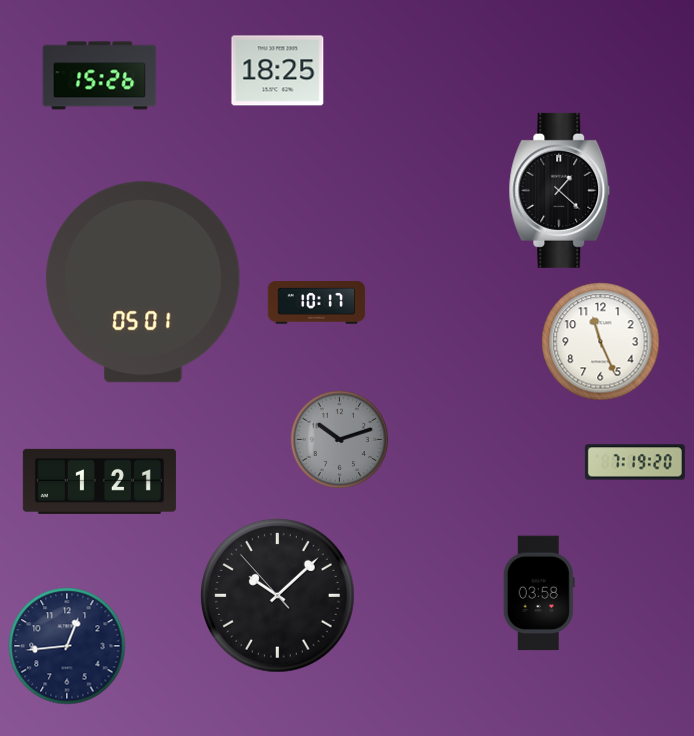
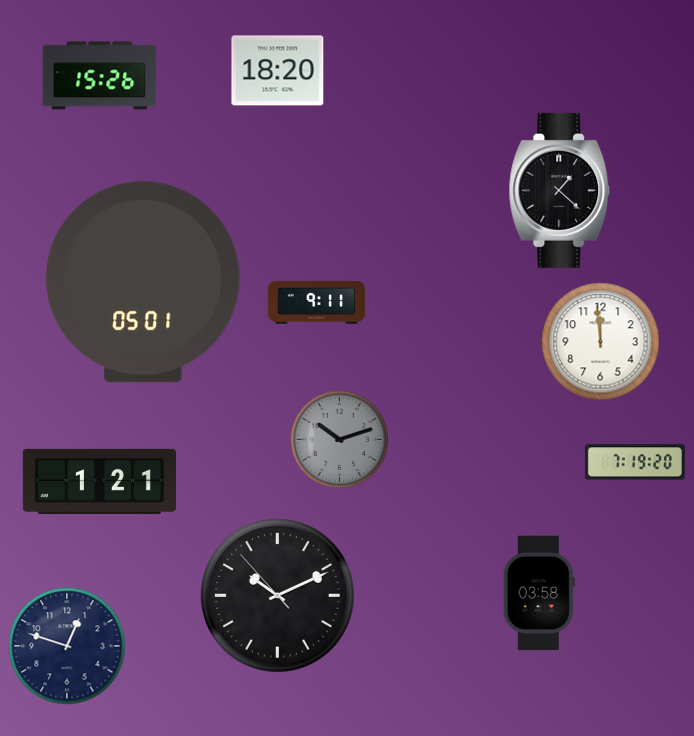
clock at (278, 71): 18:25 -> 18:20
clock at (317, 303): 10:17 -> 9:11
clock at (601, 342): 11:26 -> 11:59
clock at (278, 596): 10:07 -> 10:10
clock at (67, 646): 12:44 -> 12:48
